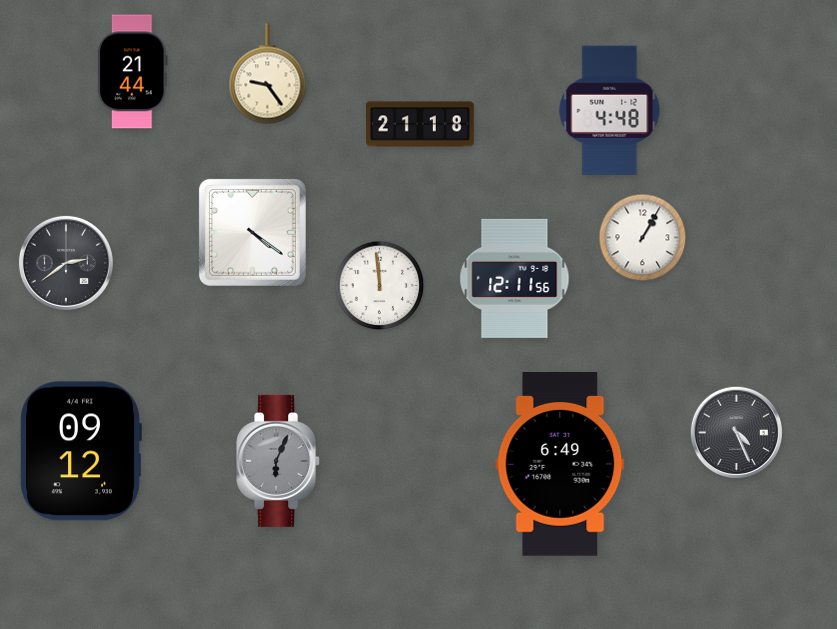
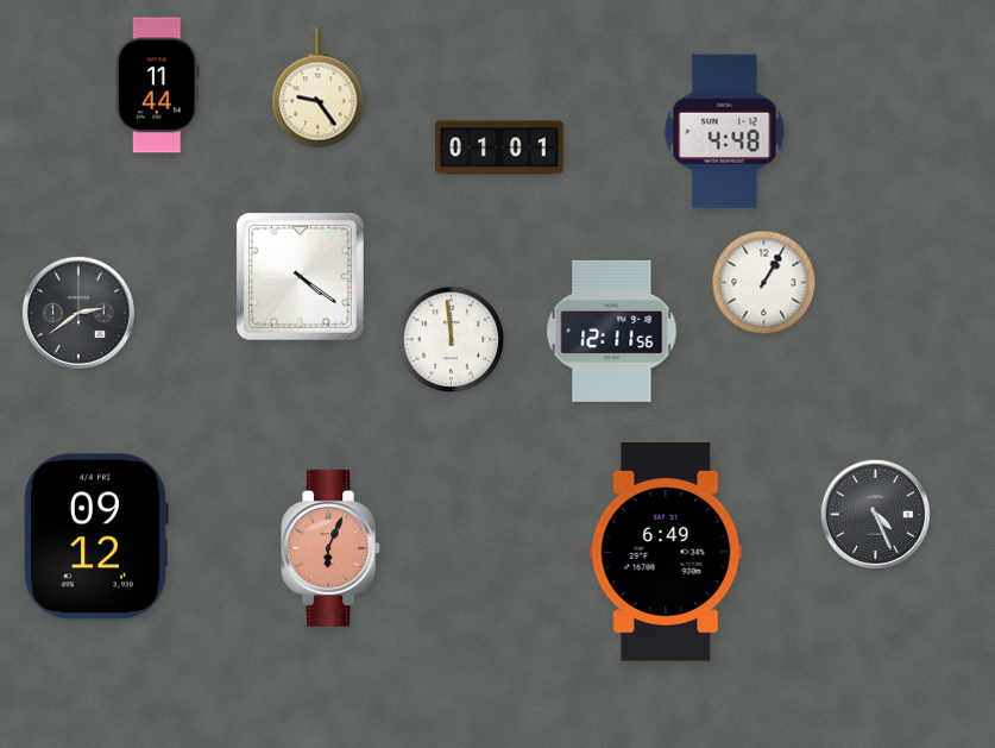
clock at (133, 72): 21:44 -> 11:44
clock at (421, 124): 21:18 -> 01:01
clock at (279, 461) dial: grey -> salmon
